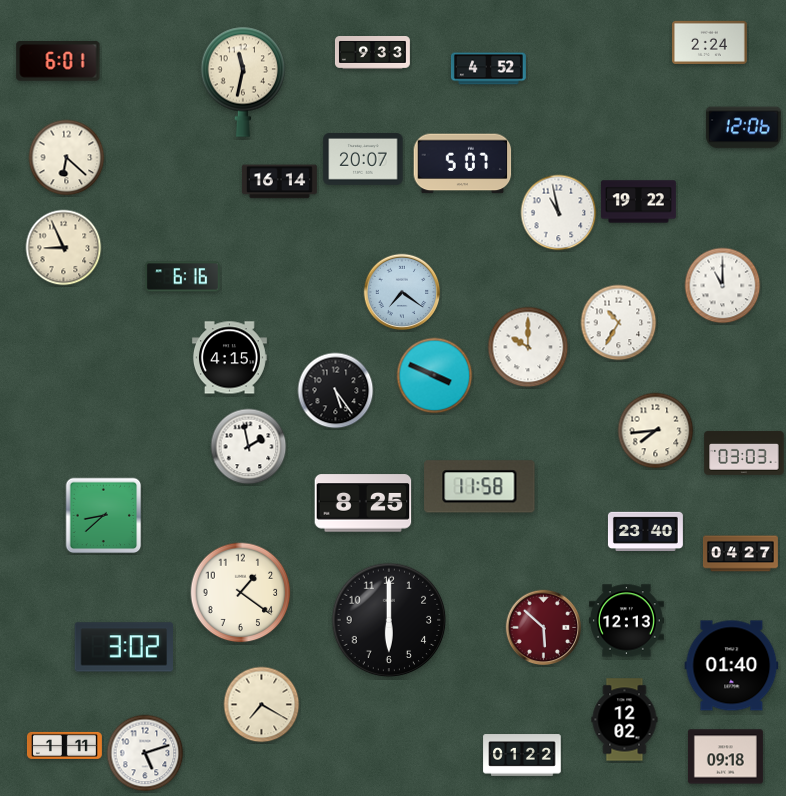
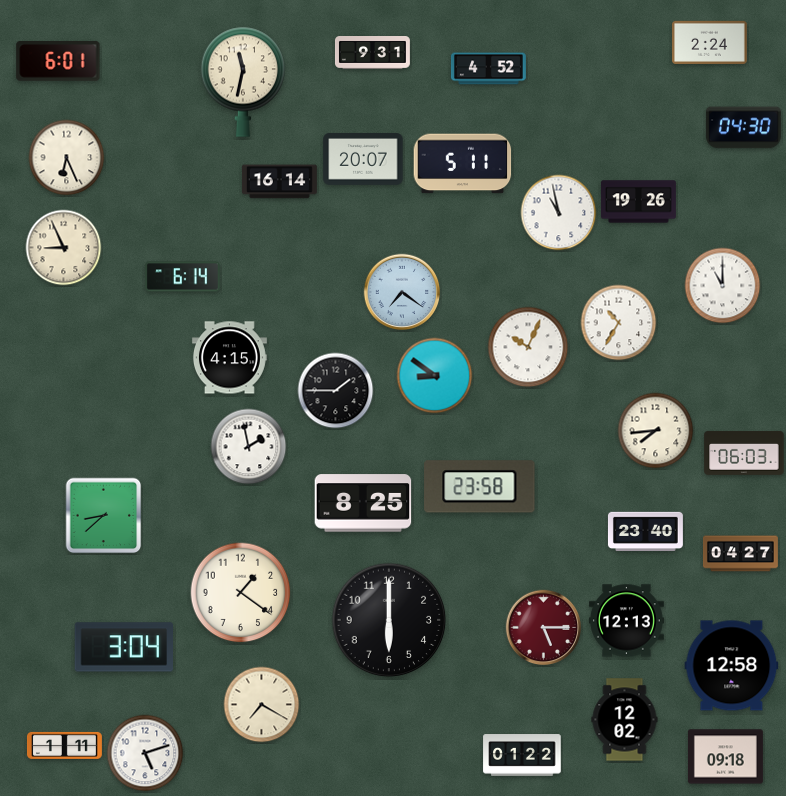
clock at (372, 53): 9:33 -> 9:31
clock at (743, 128): 12:06 -> 04:30
clock at (67, 158): 6:22 -> 6:26
clock at (463, 164): 5:07 -> 5:11
clock at (638, 202): 19:22 -> 19:26
clock at (182, 277): 6:16 -> 6:14
clock at (528, 347): 10:00 -> 10:04
clock at (435, 376): 3:49 -> 8:51
clock at (336, 391): 5:24 -> 1:45
clock at (744, 453): 03:03 -> 06:03
clock at (480, 487): 11:58 -> 23:58
clock at (544, 628): 5:52 -> 5:15
clock at (124, 647): 3:02 -> 3:04
clock at (732, 666): 01:40 -> 12:58
